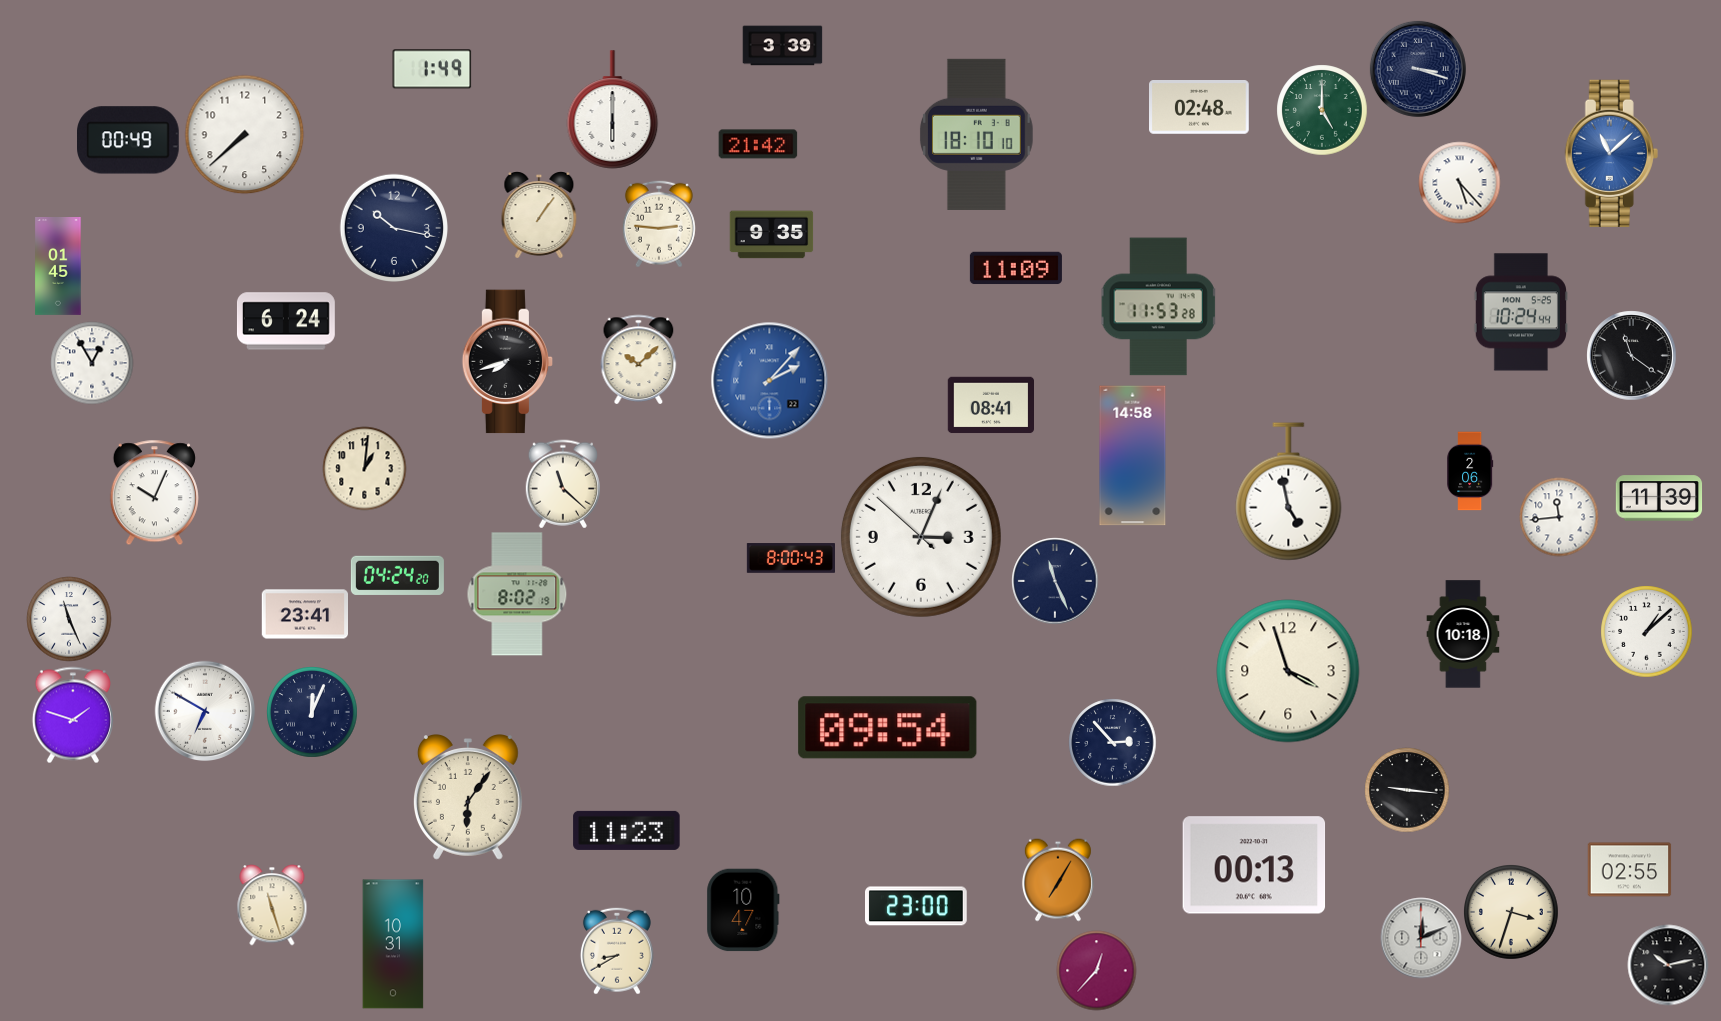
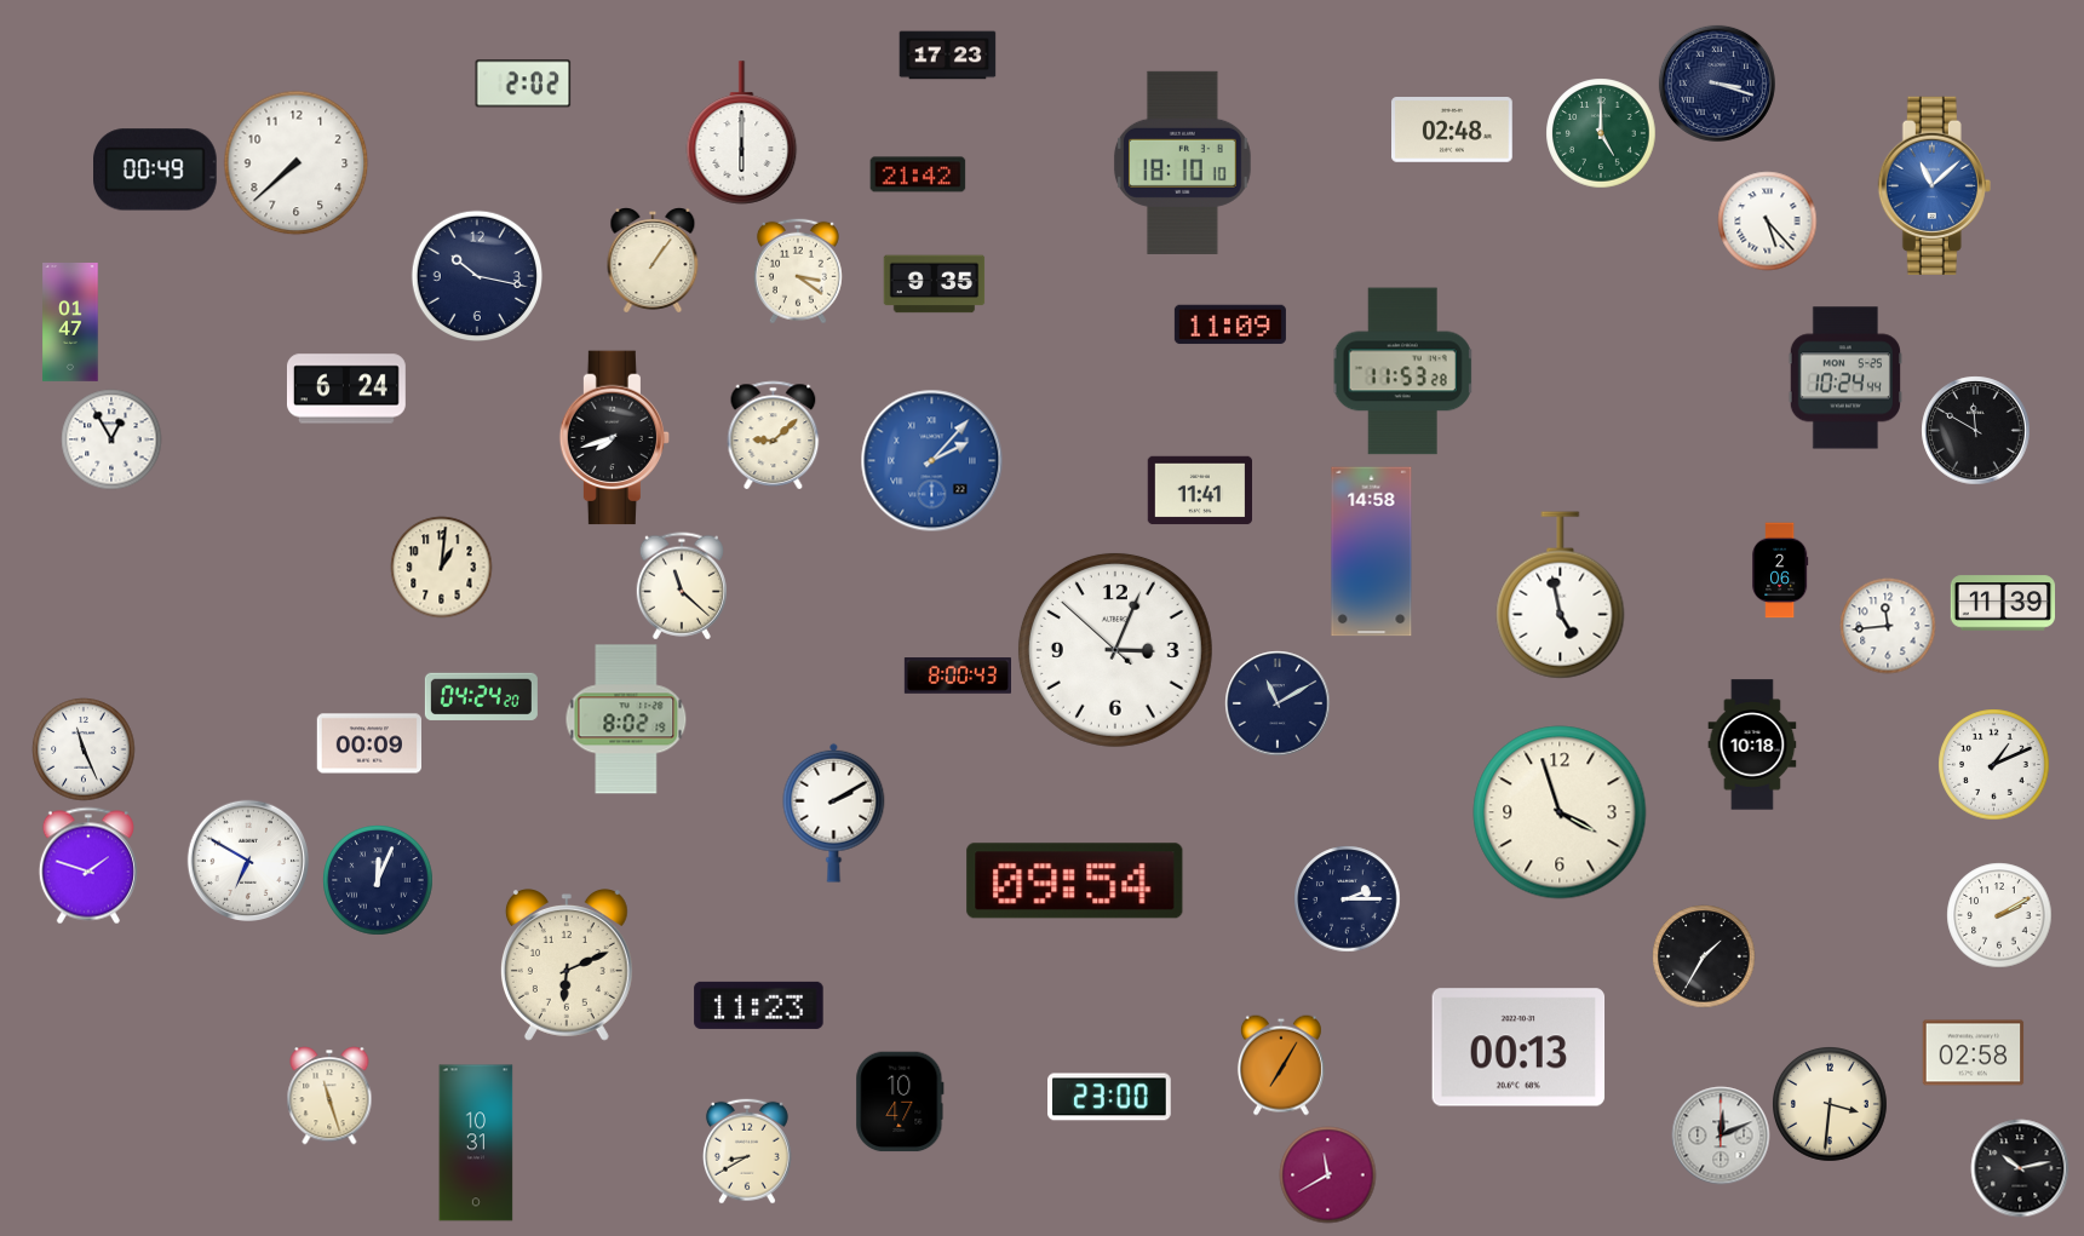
clock at (782, 46): 3:39 -> 17:23
clock at (432, 69): 1:49 -> 2:02
clock at (1611, 153) position: (1611, 153) -> (1934, 185)
clock at (659, 224): 2:46 -> 3:21
clock at (58, 267): 01:45 -> 01:47
clock at (1521, 312) position: (1521, 312) -> (1845, 378)
clock at (1631, 355): 11:21 -> 11:50
clock at (639, 359): 10:08 -> 9:08
clock at (990, 405): 08:41 -> 11:41
clock at (154, 492): 10:04 -> none
clock at (1659, 498) position: (1659, 498) -> (2003, 603)
clock at (1055, 581): 11:26 -> 11:10
clock at (304, 614): 23:41 -> 00:09
clock at (1646, 631): 1:08 -> 1:11
clock at (1463, 634) position: (1463, 634) -> (1752, 745)
clock at (834, 812): none -> 2:10
clock at (312, 712) position: (312, 712) -> (378, 880)
clock at (1112, 742): 2:53 -> 2:15
clock at (1999, 915): none -> 2:10
clock at (1407, 790): 9:16 -> 1:35
clock at (468, 798): 6:06 -> 6:11
clock at (1629, 870): 02:55 -> 02:58
clock at (1511, 912): 3:33 -> 3:31
clock at (1096, 970): 12:37 -> 11:40
